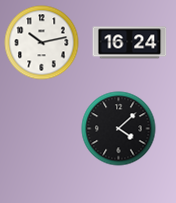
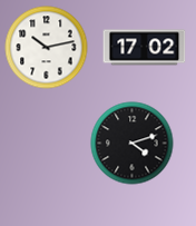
clock at (130, 43): 16:24 -> 17:02
clock at (119, 129): 4:08 -> 4:12
